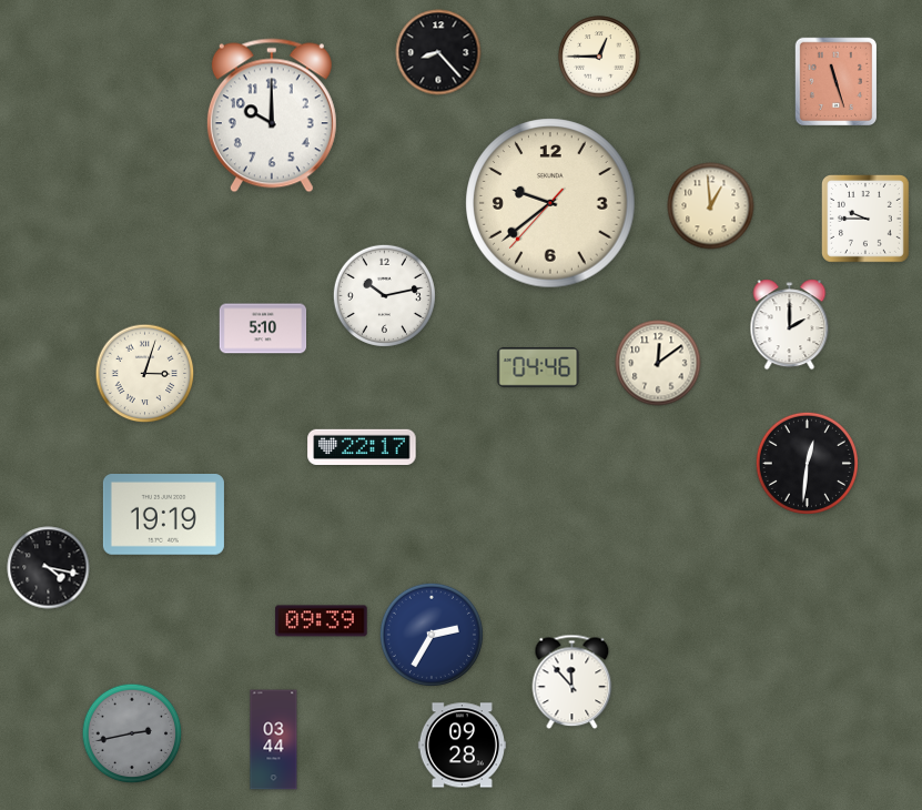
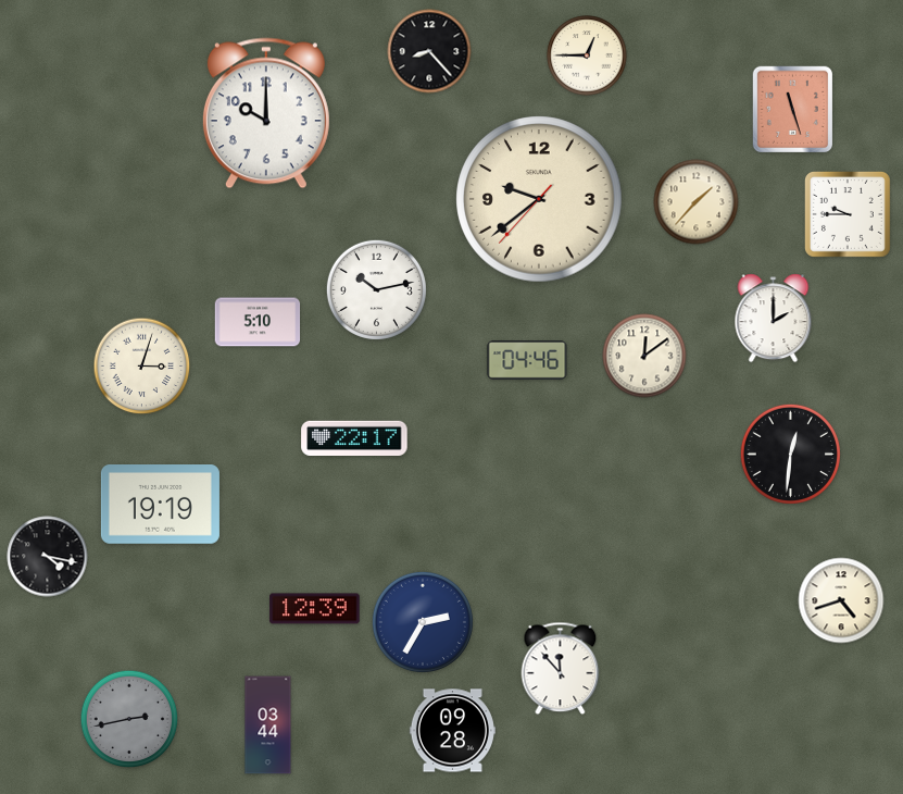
clock at (837, 82) position: (837, 82) -> (793, 110)
clock at (711, 206): 12:59 -> 1:37
clock at (841, 600): none -> 4:42
clock at (322, 621): 09:39 -> 12:39
